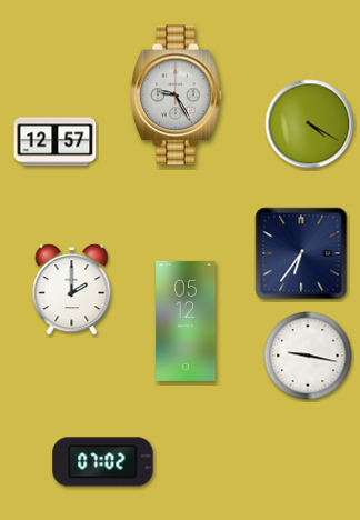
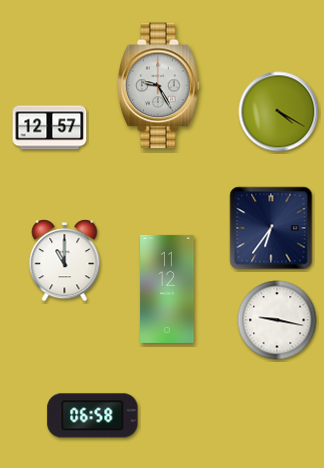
clock at (72, 290): 2:00 -> 11:00
clock at (186, 321): 05:12 -> 11:12
clock at (103, 462): 07:02 -> 06:58
